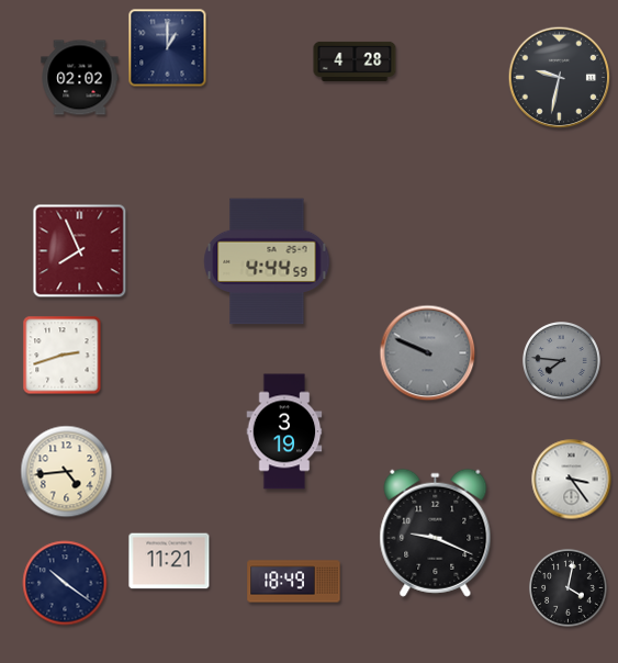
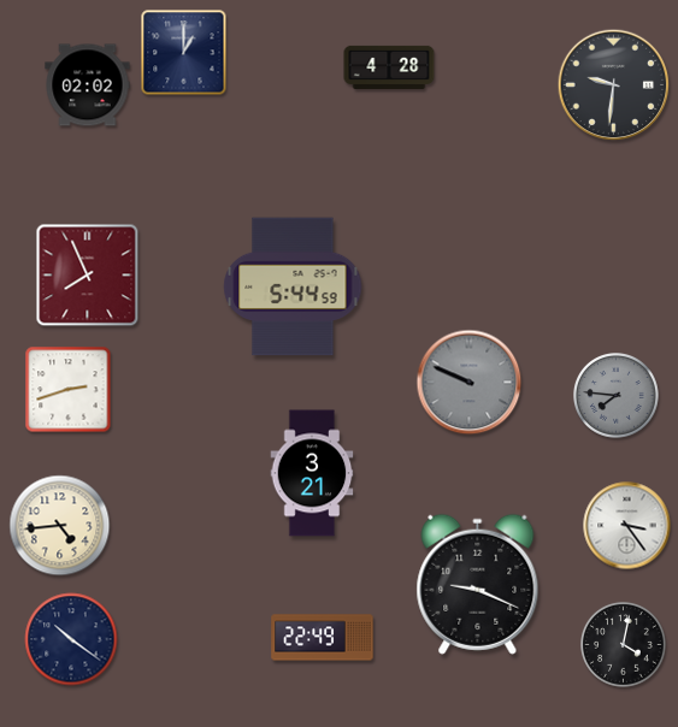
clock at (560, 78): 9:32 -> 9:31
clock at (267, 261): 4:44 -> 5:44
clock at (428, 353) position: (428, 353) -> (470, 383)
clock at (284, 431): 3:19 -> 3:21
clock at (67, 472) position: (67, 472) -> (60, 526)
clock at (169, 561): 11:21 -> none
clock at (294, 582): 18:49 -> 22:49
